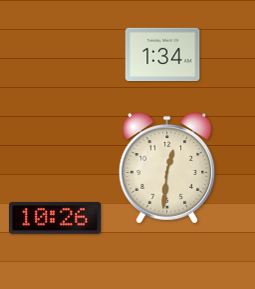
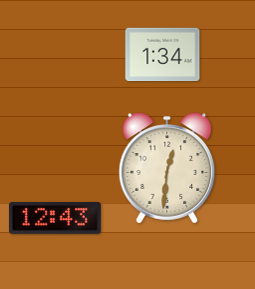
clock at (55, 218): 10:26 -> 12:43
